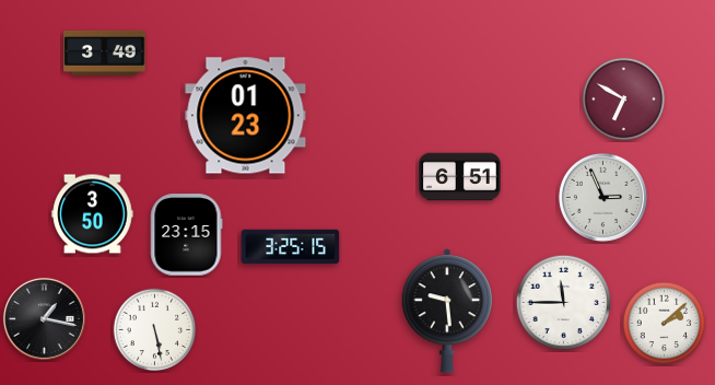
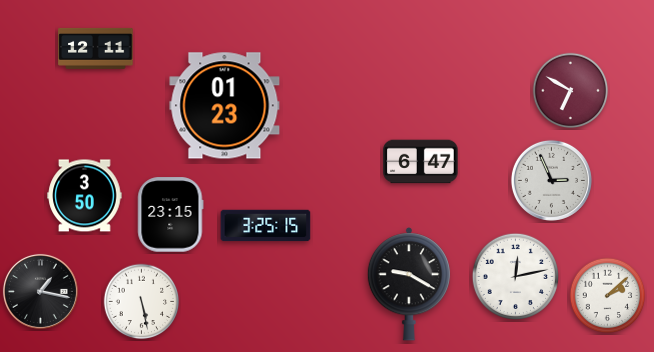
clock at (105, 52): 3:49 -> 12:11
clock at (460, 177): 6:51 -> 6:47
clock at (563, 302): 11:45 -> 12:13
clock at (447, 311): 9:29 -> 9:20
